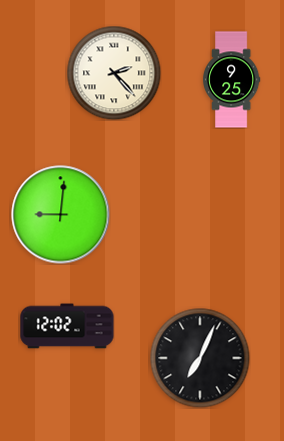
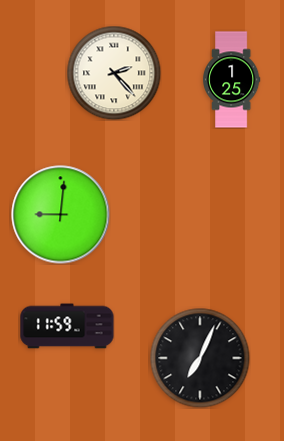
clock at (232, 80): 9:25 -> 1:25
clock at (67, 326): 12:02 -> 11:59
